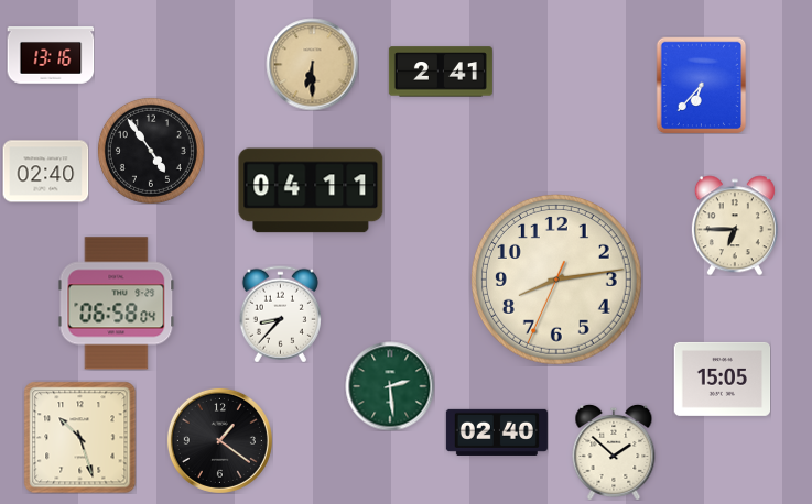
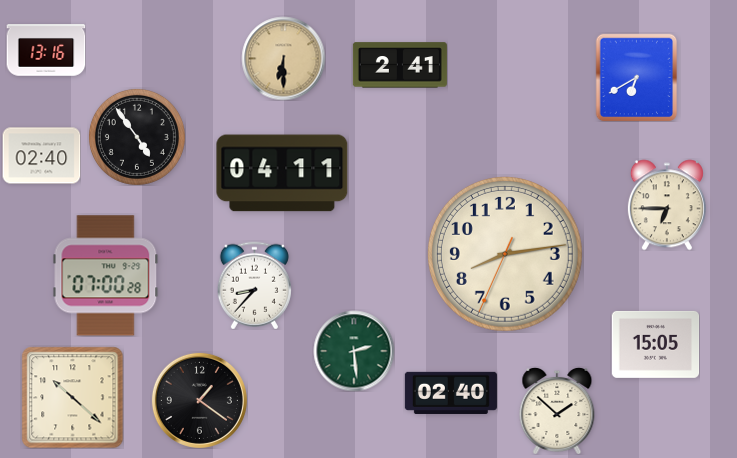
clock at (702, 85): 6:37 -> 6:40
clock at (117, 304): 06:58 -> 07:00
clock at (79, 437): 10:27 -> 10:22
